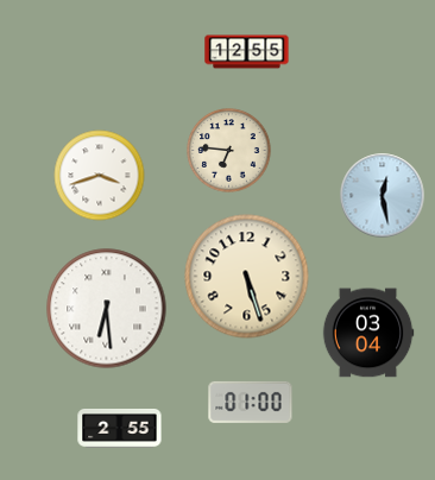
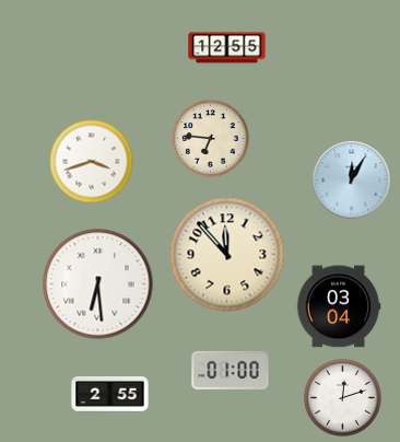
clock at (383, 196): 12:28 -> 12:05
clock at (247, 277): 5:27 -> 11:53
clock at (343, 398): none -> 12:12
